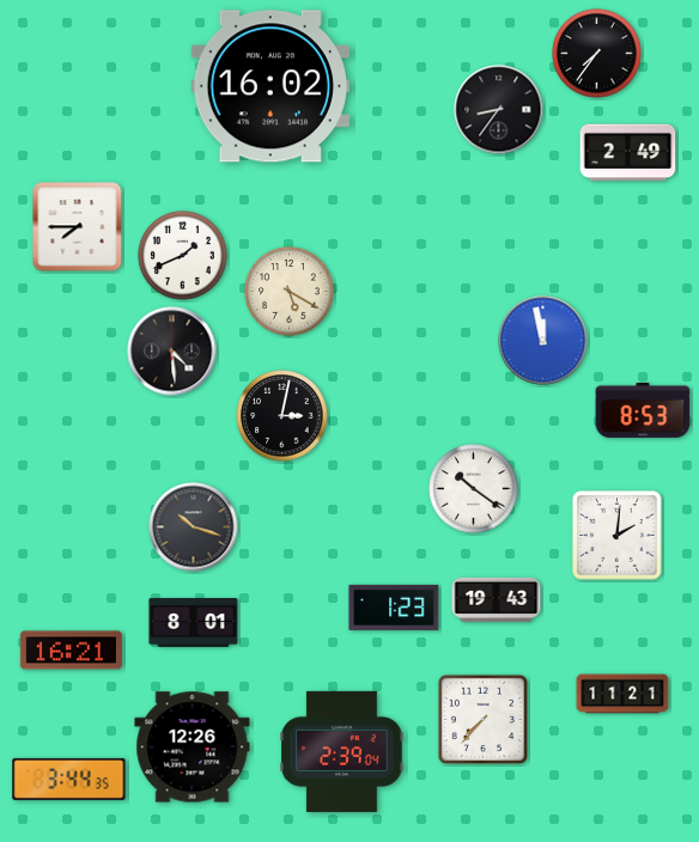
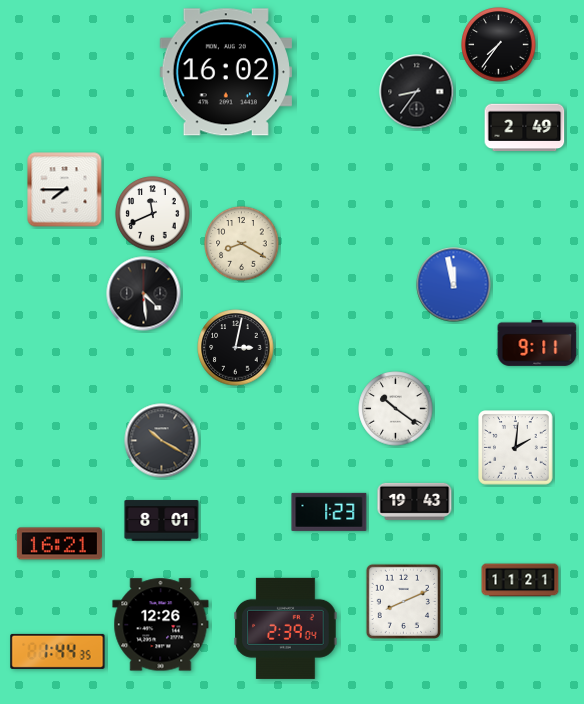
clock at (183, 256): 1:41 -> 11:41
clock at (290, 292): 5:20 -> 8:20
clock at (643, 410): 8:53 -> 9:11
clock at (194, 527): 10:18 -> 10:20
clock at (394, 608) position: (394, 608) -> (329, 512)
clock at (482, 719): 7:37 -> 8:11
clock at (69, 779): 3:44 -> 1:44
